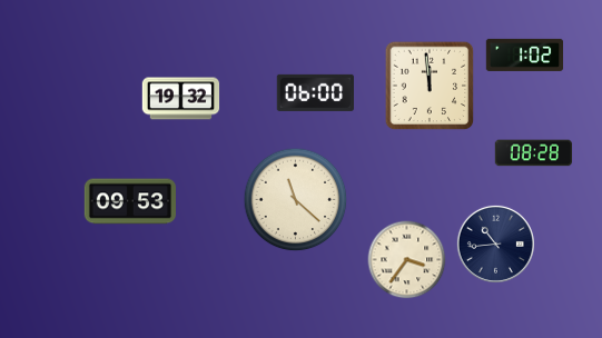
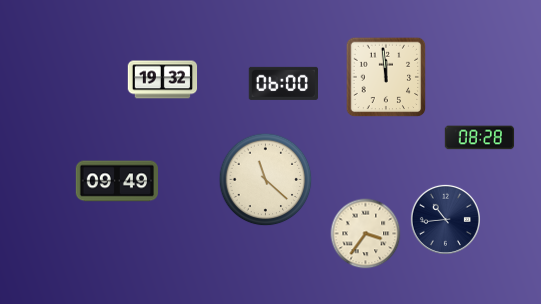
clock at (525, 54): 1:02 -> none
clock at (181, 99) position: (181, 99) -> (163, 80)
clock at (129, 201): 09:53 -> 09:49
